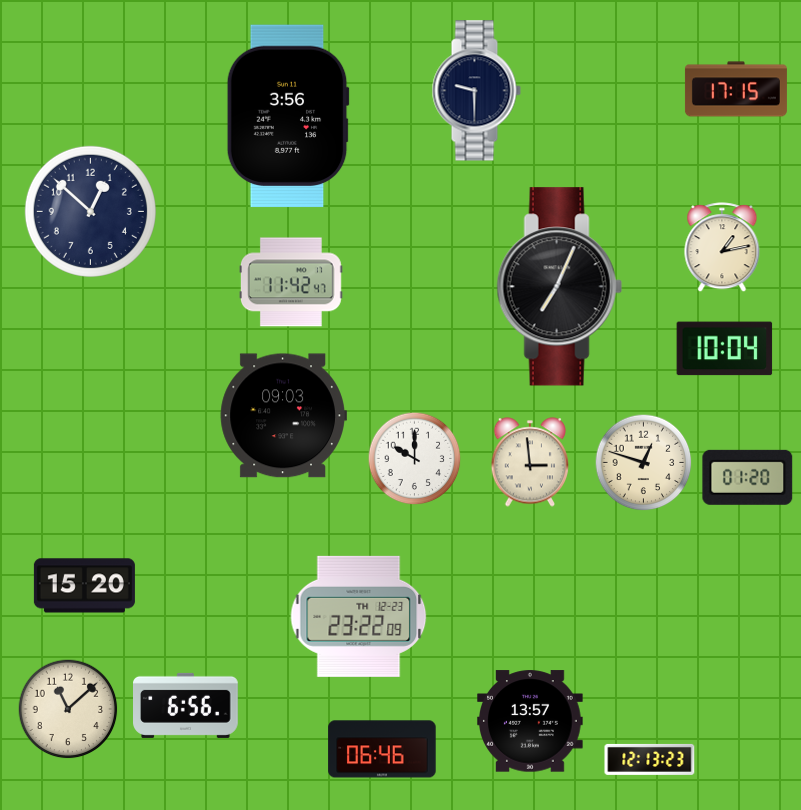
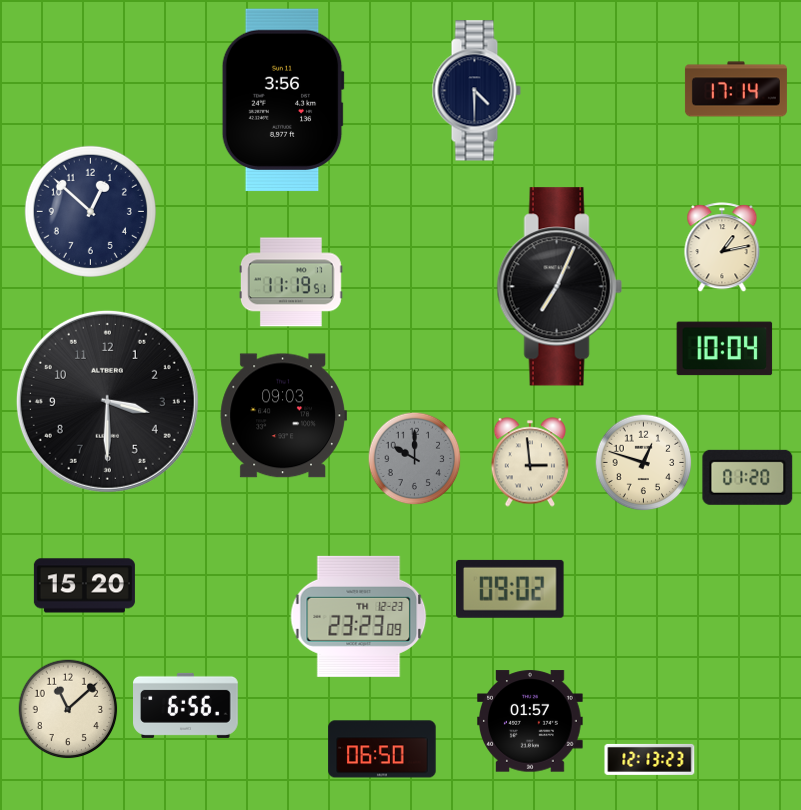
clock at (736, 89): 17:15 -> 17:14
clock at (476, 91): 9:30 -> 4:30
clock at (288, 116) position: (288, 116) -> (283, 100)
clock at (291, 282): 11:42 -> 11:19
clock at (107, 401): none -> 3:30
clock at (415, 459) dial: white -> grey
clock at (510, 589): none -> 09:02
clock at (359, 616): 23:22 -> 23:23
clock at (530, 721): 13:57 -> 01:57
clock at (382, 749): 06:46 -> 06:50
